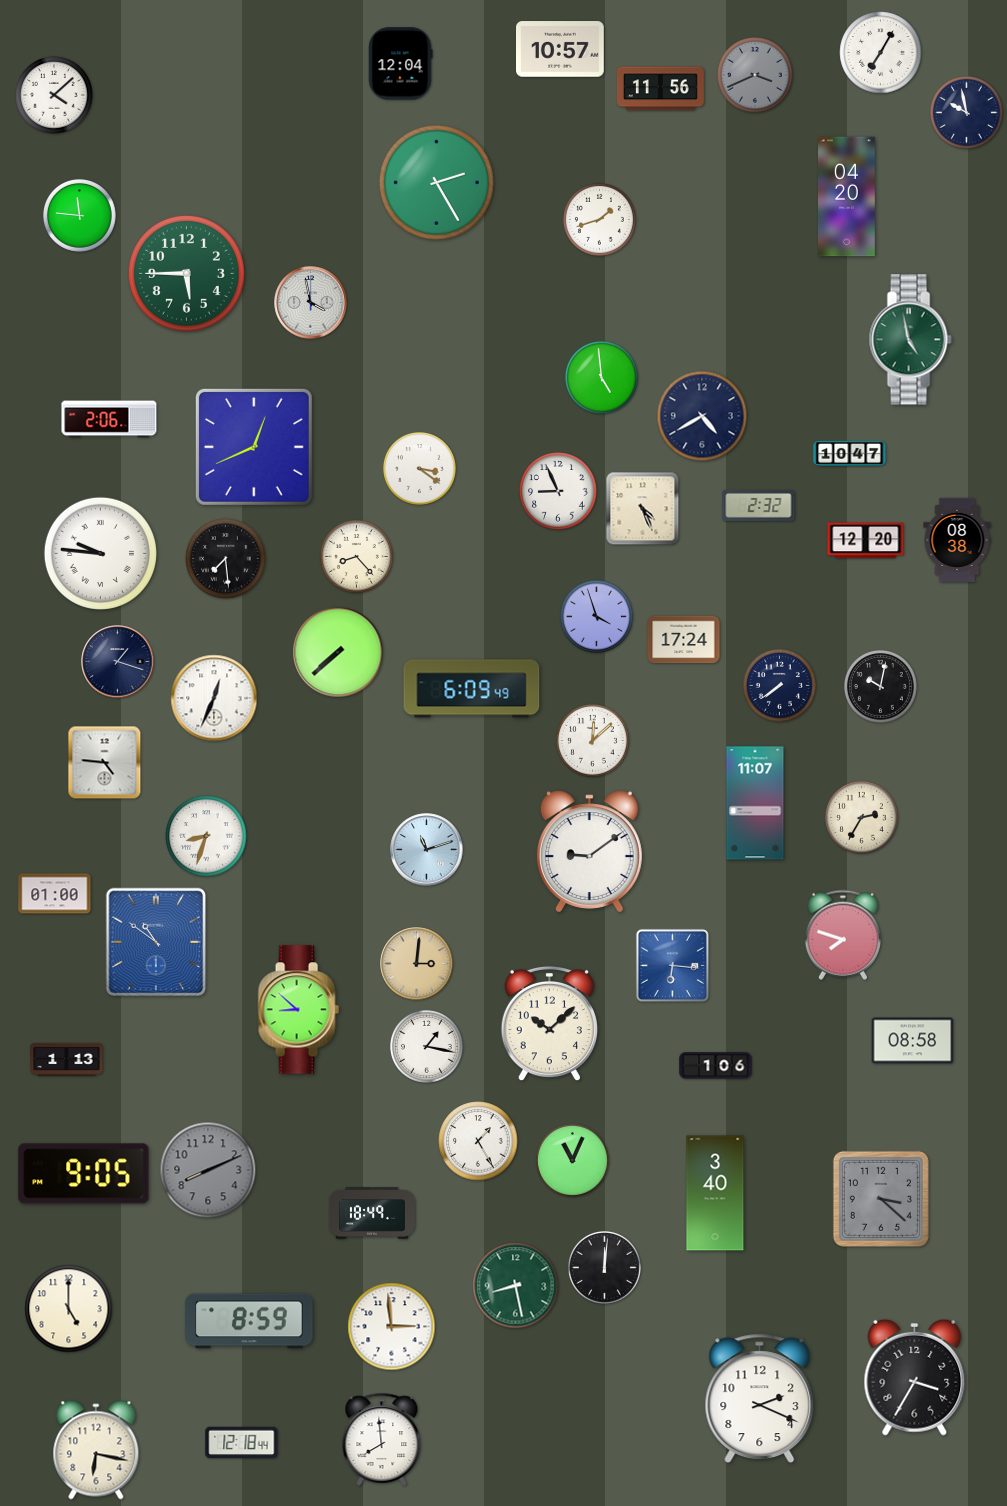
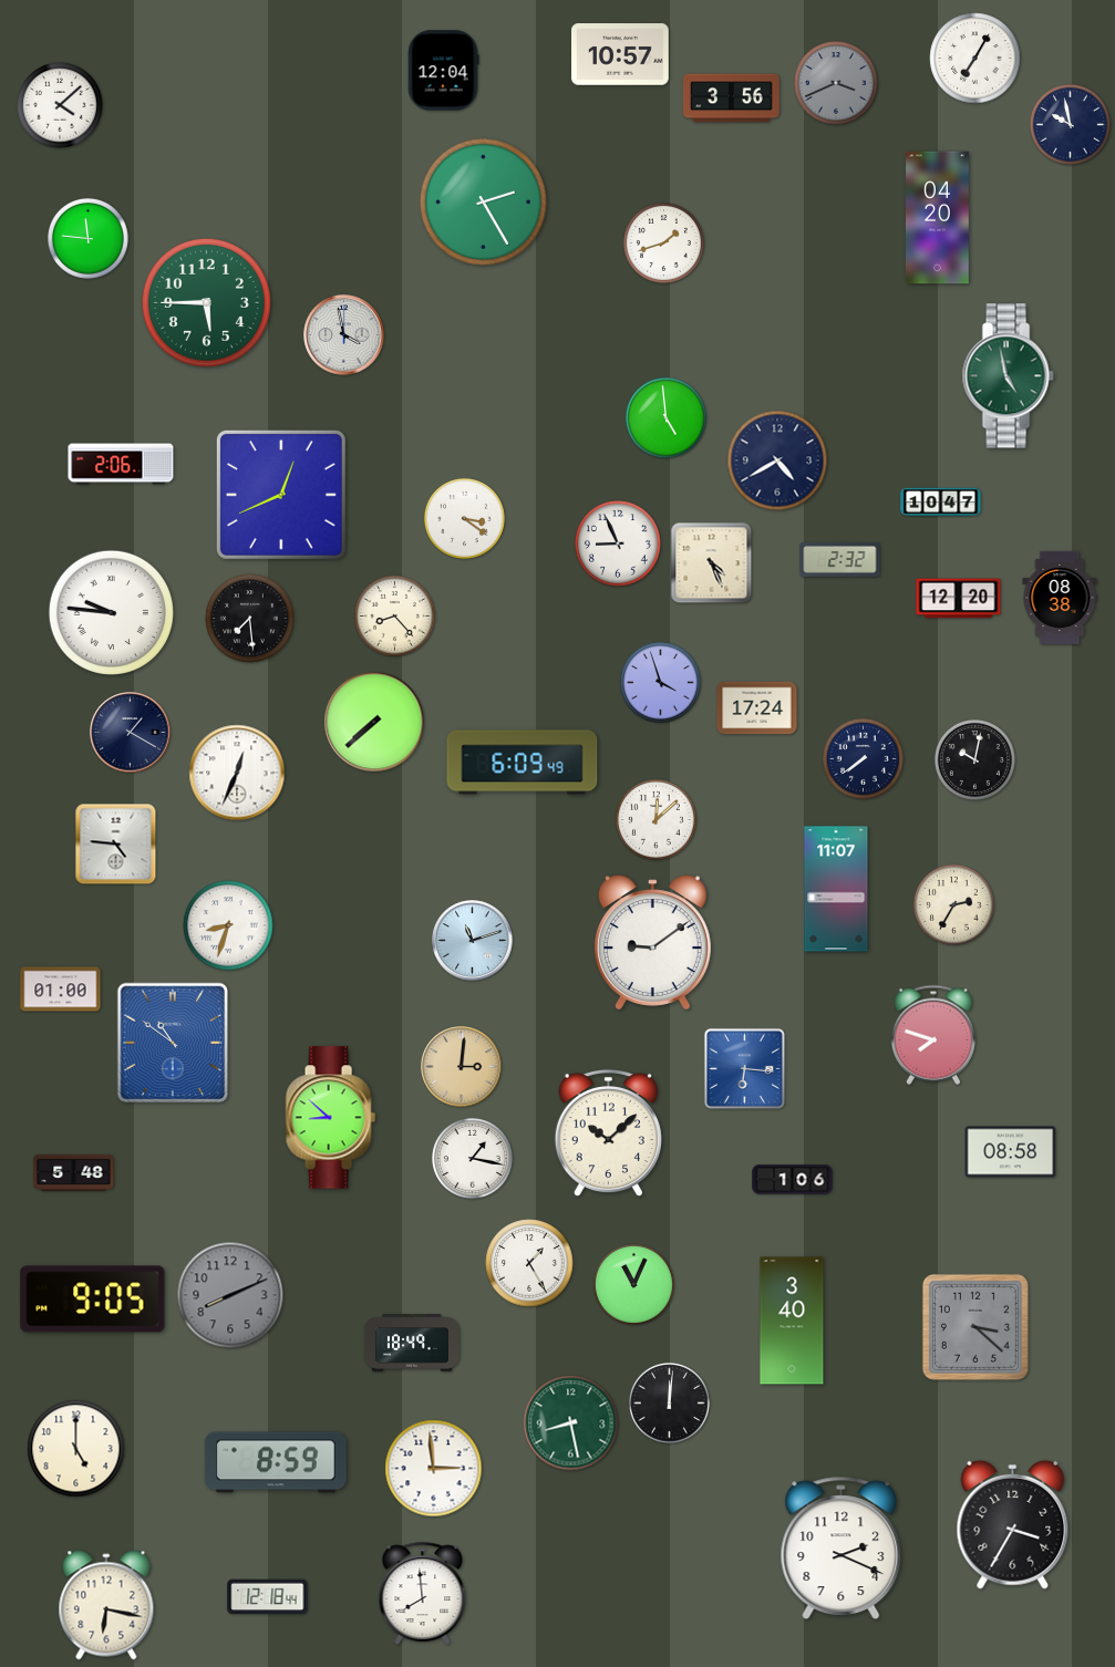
clock at (660, 89): 11:56 -> 3:56
clock at (118, 662): 1:18 -> 1:20
clock at (67, 1059): 1:13 -> 5:48
